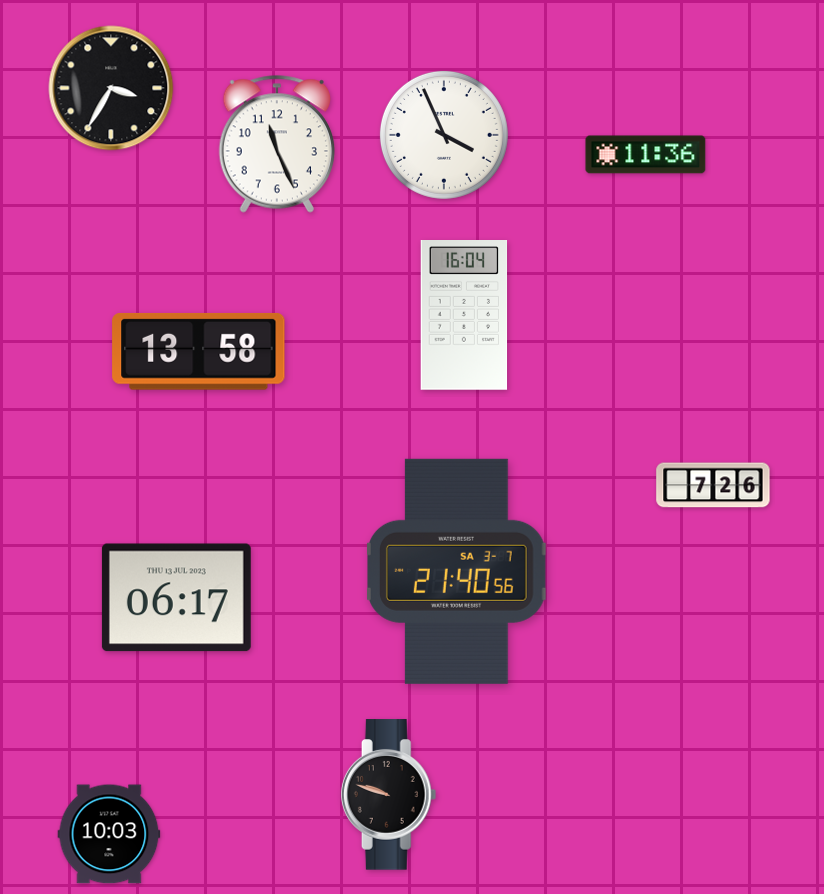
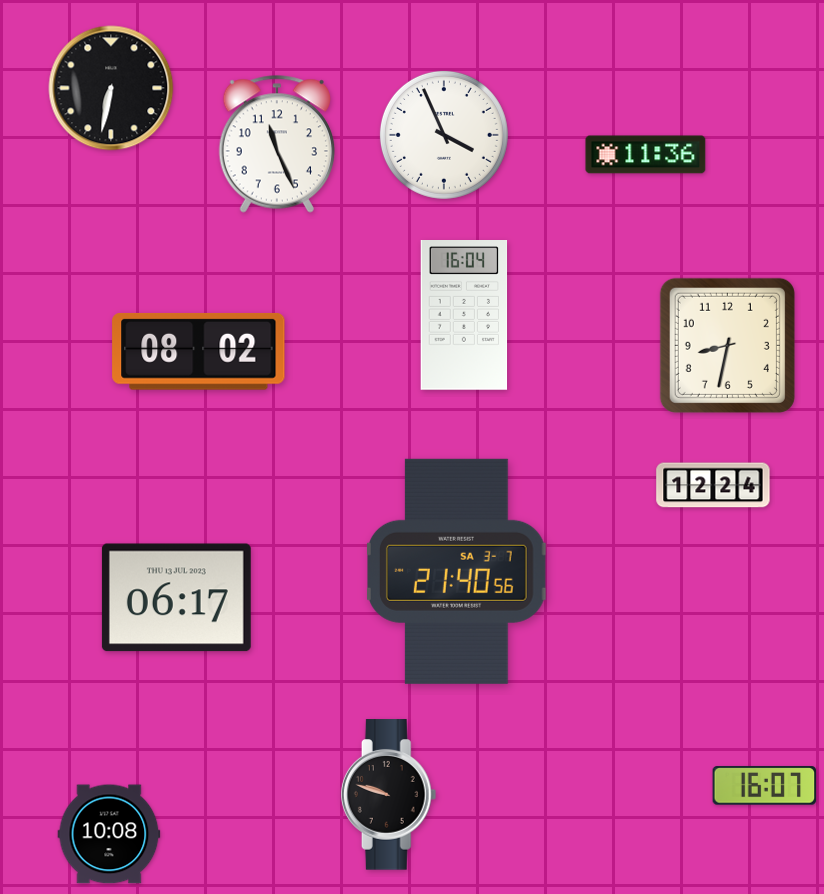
clock at (111, 88): 3:35 -> 6:32
clock at (727, 345): none -> 8:32
clock at (199, 351): 13:58 -> 08:02
clock at (713, 485): 7:26 -> 12:24
clock at (765, 786): none -> 16:07
clock at (109, 834): 10:03 -> 10:08
